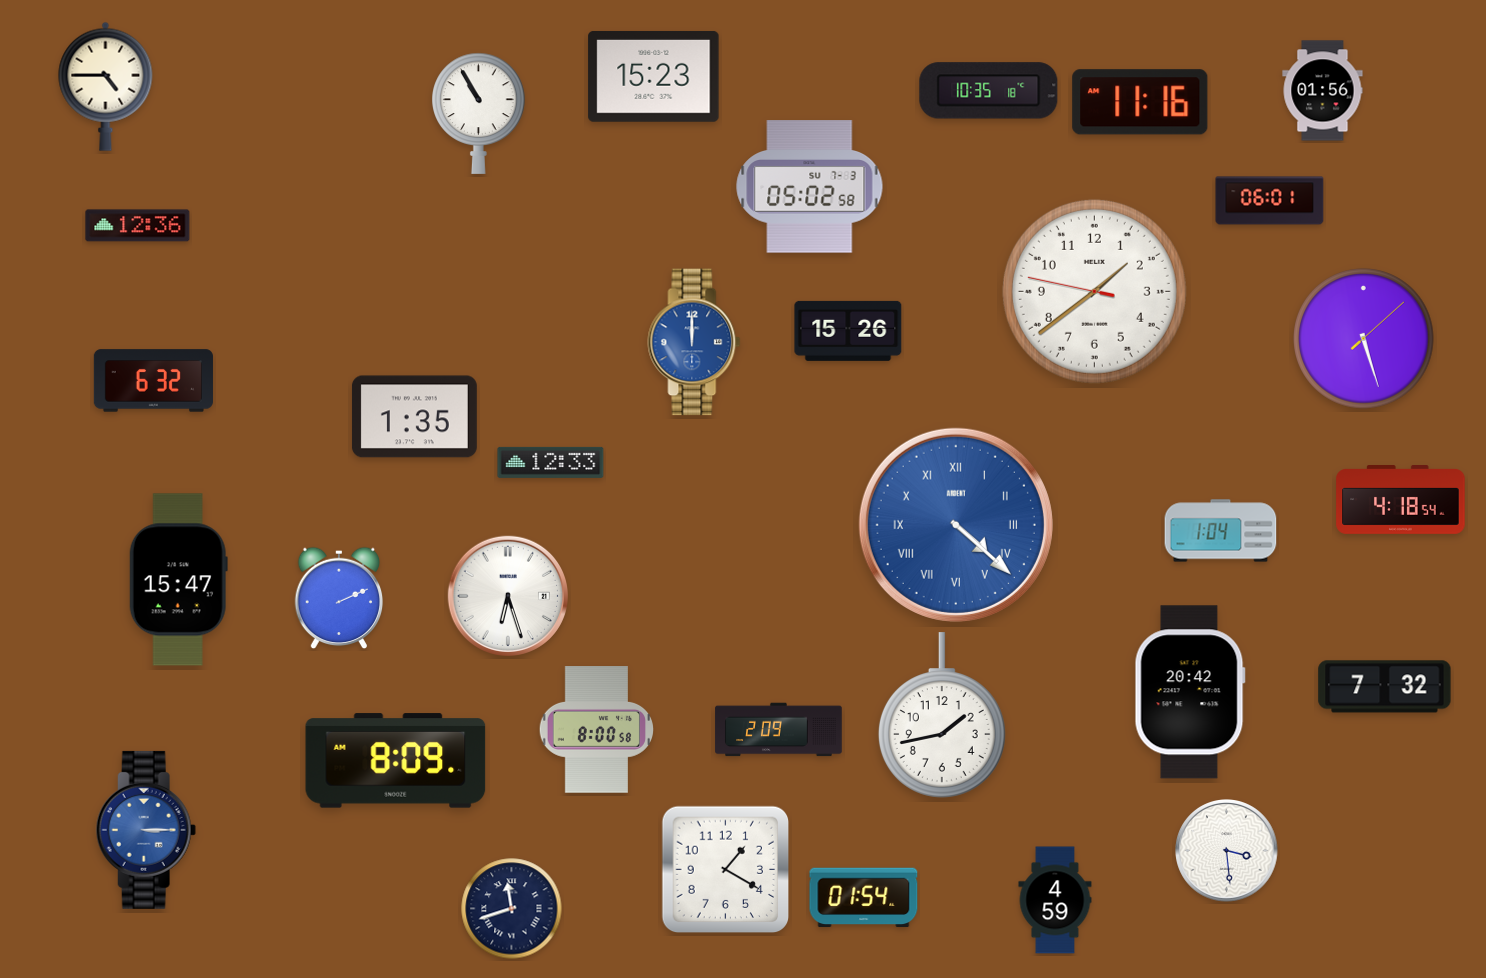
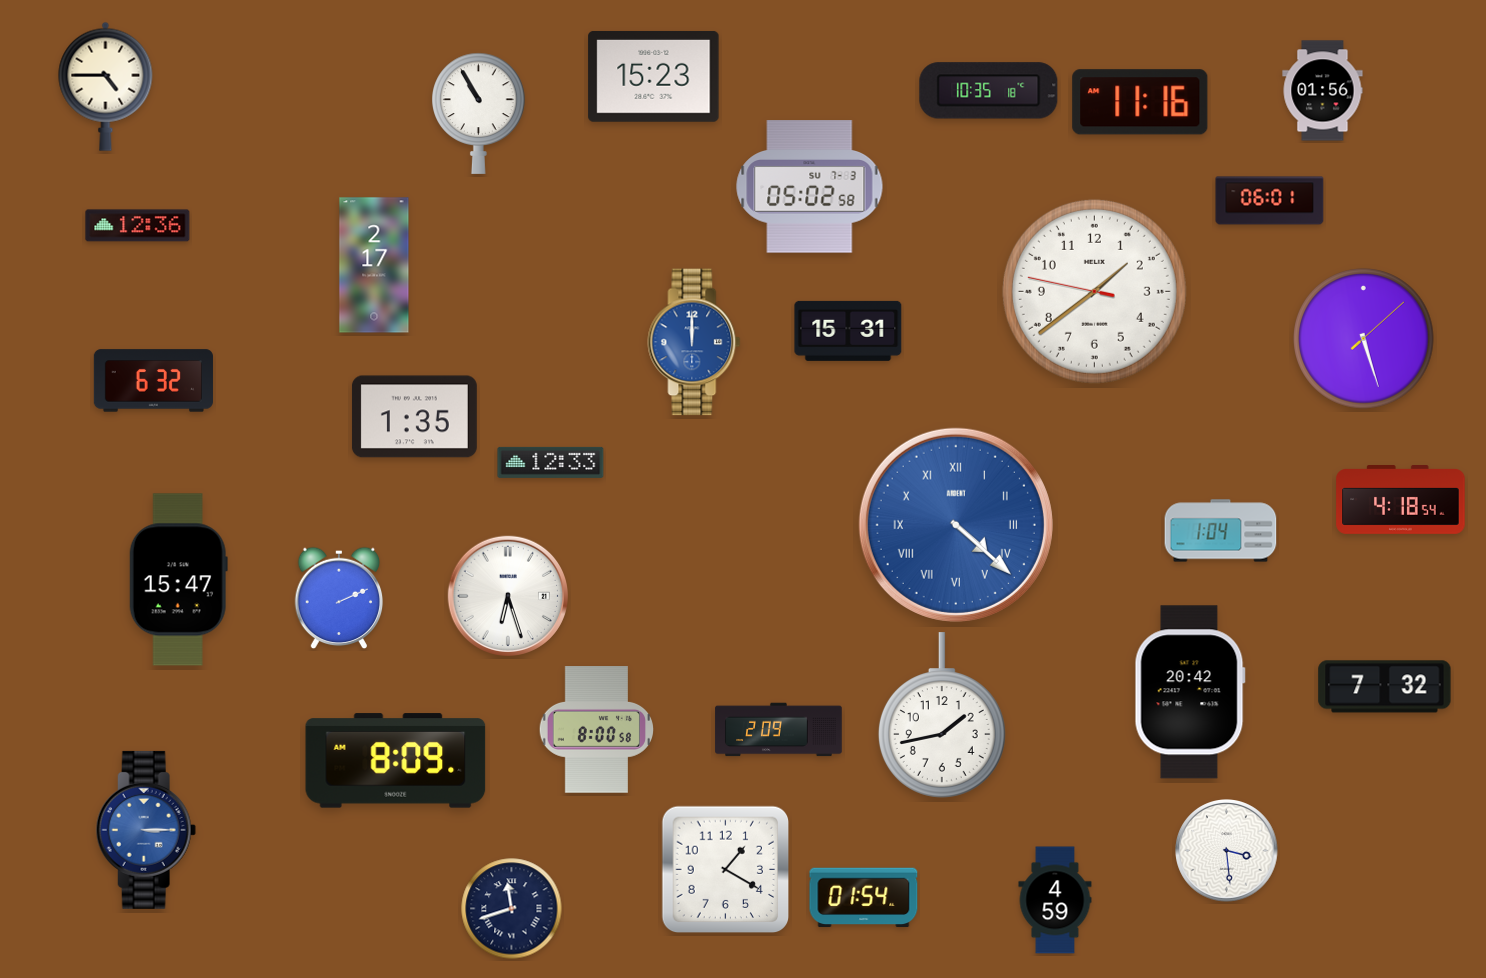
clock at (374, 265): none -> 2:17
clock at (848, 331): 15:26 -> 15:31
